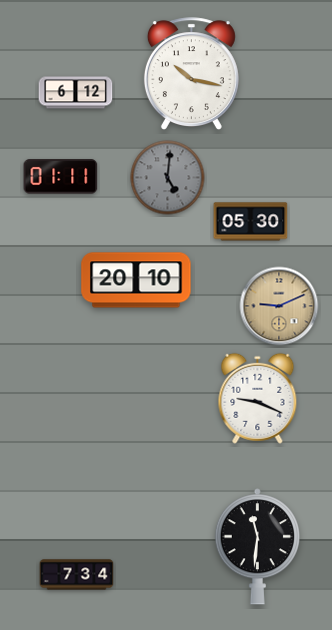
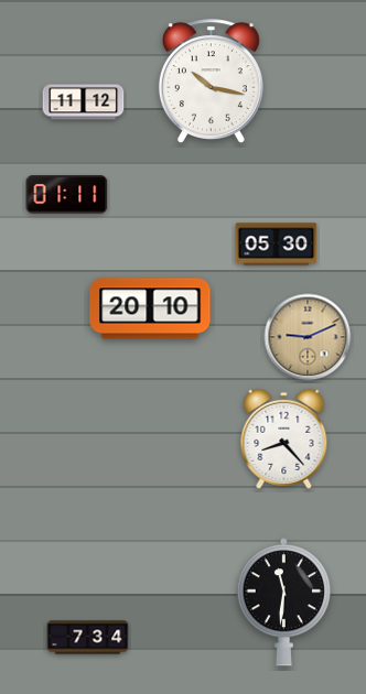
clock at (76, 93): 6:12 -> 11:12
clock at (168, 178): 5:01 -> none
clock at (258, 398): 9:19 -> 8:23
clock at (77, 575) position: (77, 575) -> (88, 638)
